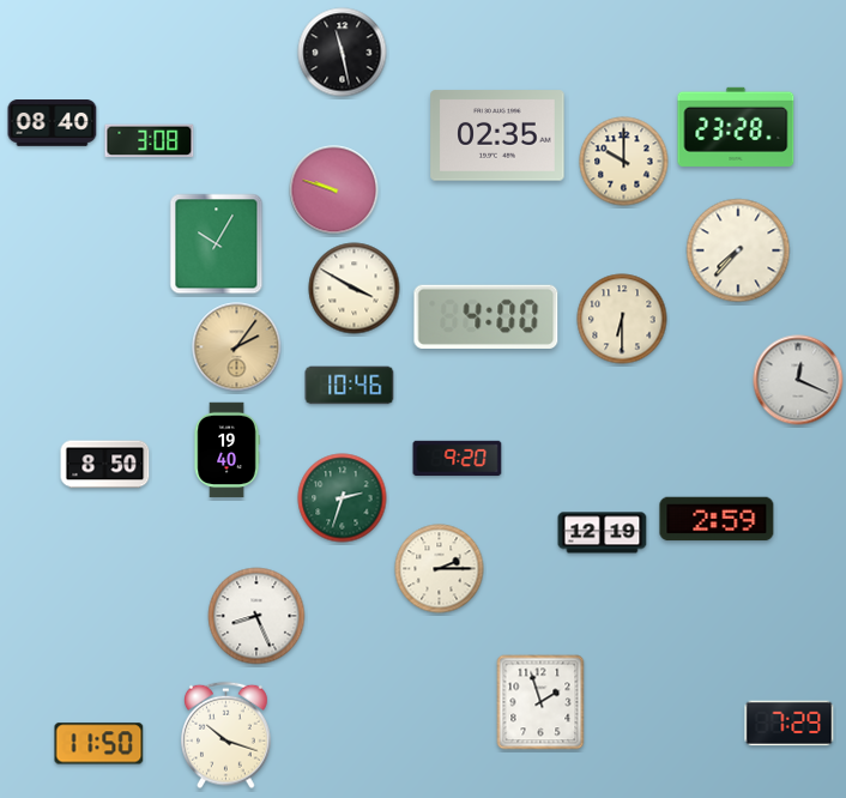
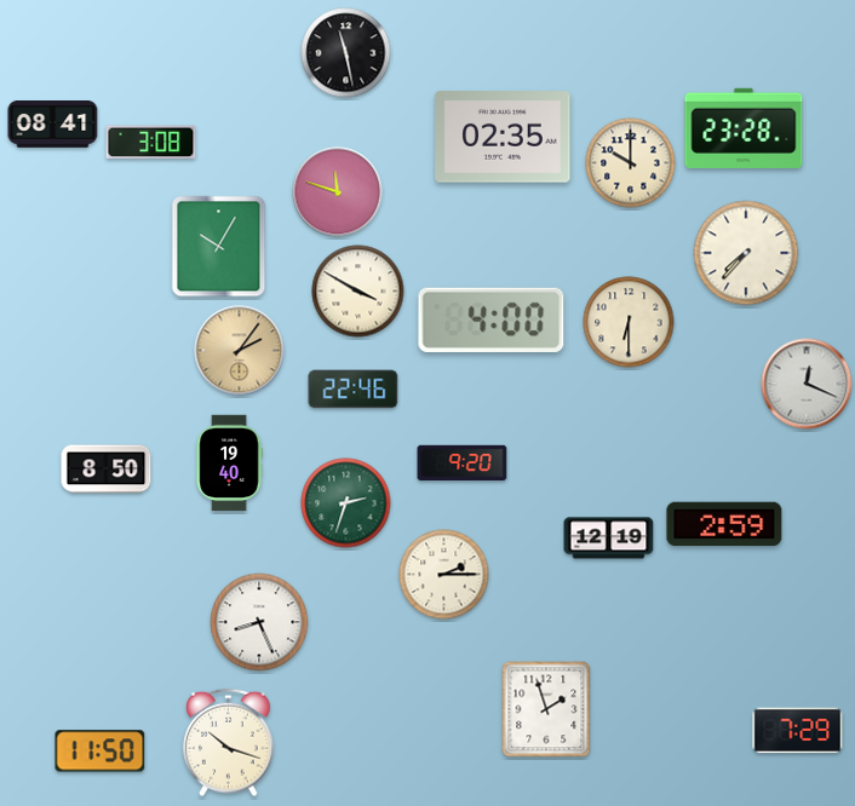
clock at (53, 123): 08:40 -> 08:41
clock at (334, 191): 9:48 -> 11:48
clock at (350, 386): 10:46 -> 22:46
clock at (226, 451) position: (226, 451) -> (229, 464)
